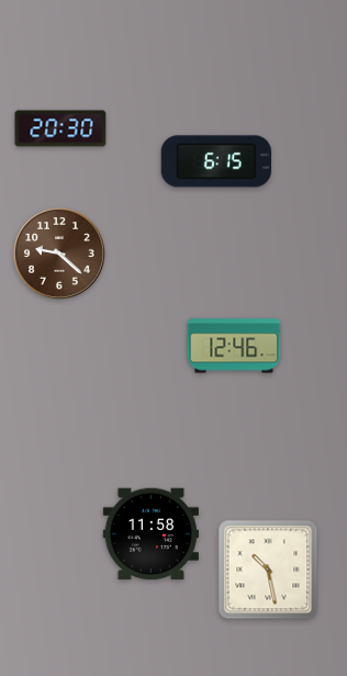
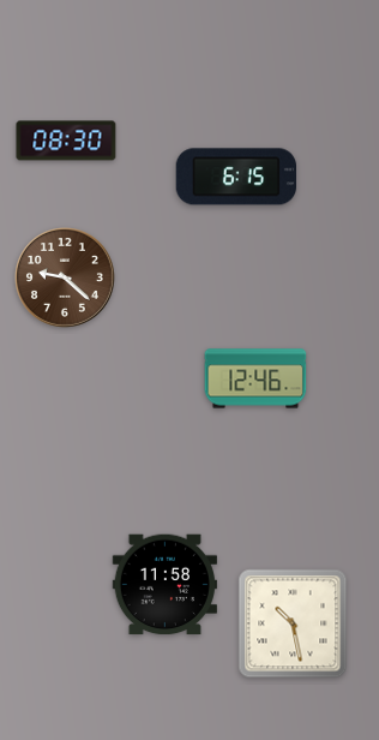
clock at (60, 128): 20:30 -> 08:30
